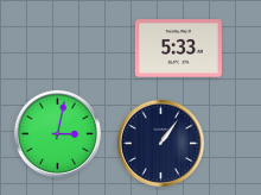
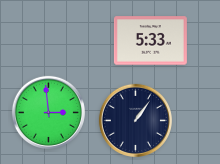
clock at (57, 133): 3:02 -> 2:59
